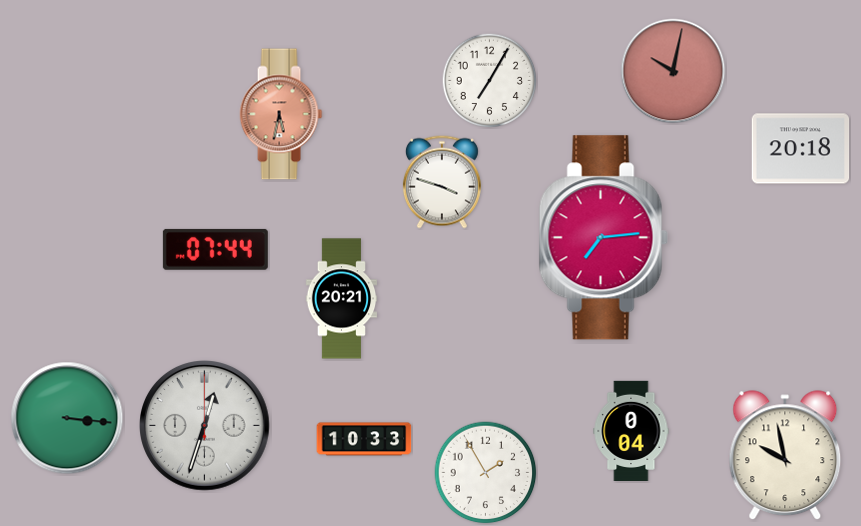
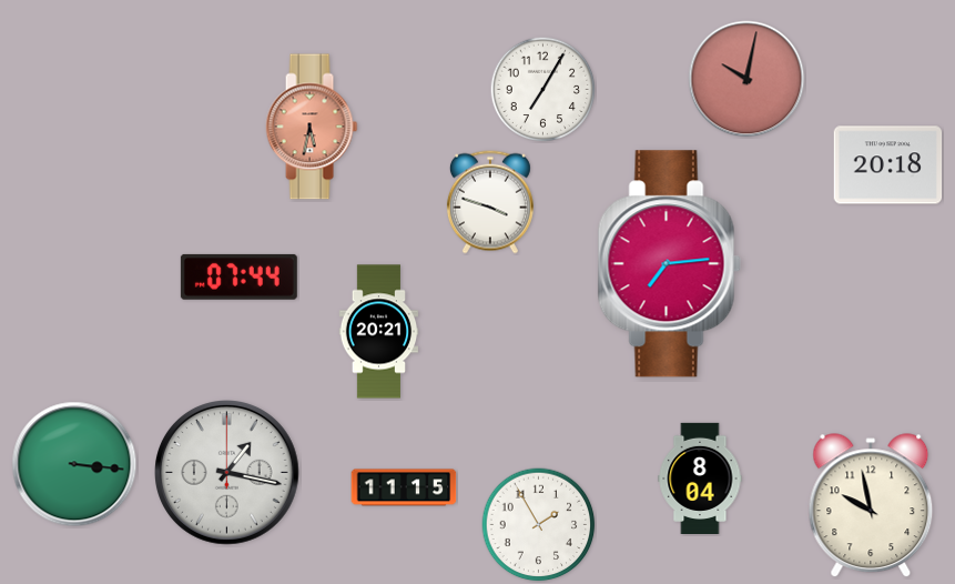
clock at (205, 426): 12:33 -> 1:17
clock at (631, 430): 0:04 -> 8:04
clock at (364, 439): 10:33 -> 11:15
